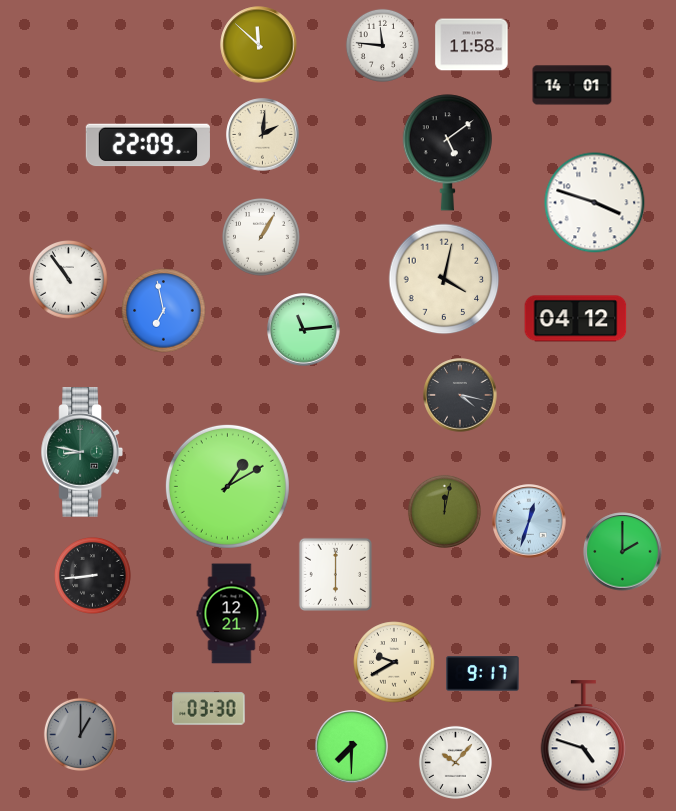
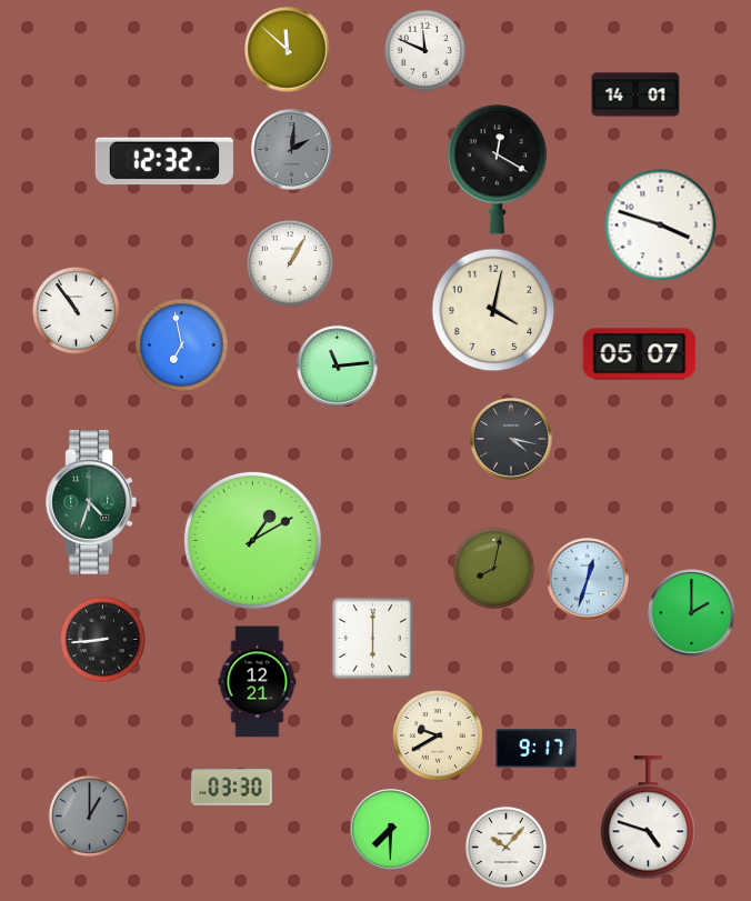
clock at (382, 45): 11:46 -> 11:49
clock at (472, 45): 11:58 -> none
clock at (263, 135) dial: cream -> grey
clock at (148, 145): 22:09 -> 12:32
clock at (447, 153): 5:09 -> 12:20
clock at (576, 319): 04:12 -> 05:07
clock at (82, 452): 8:47 -> 4:33
clock at (444, 511): 12:02 -> 8:02
